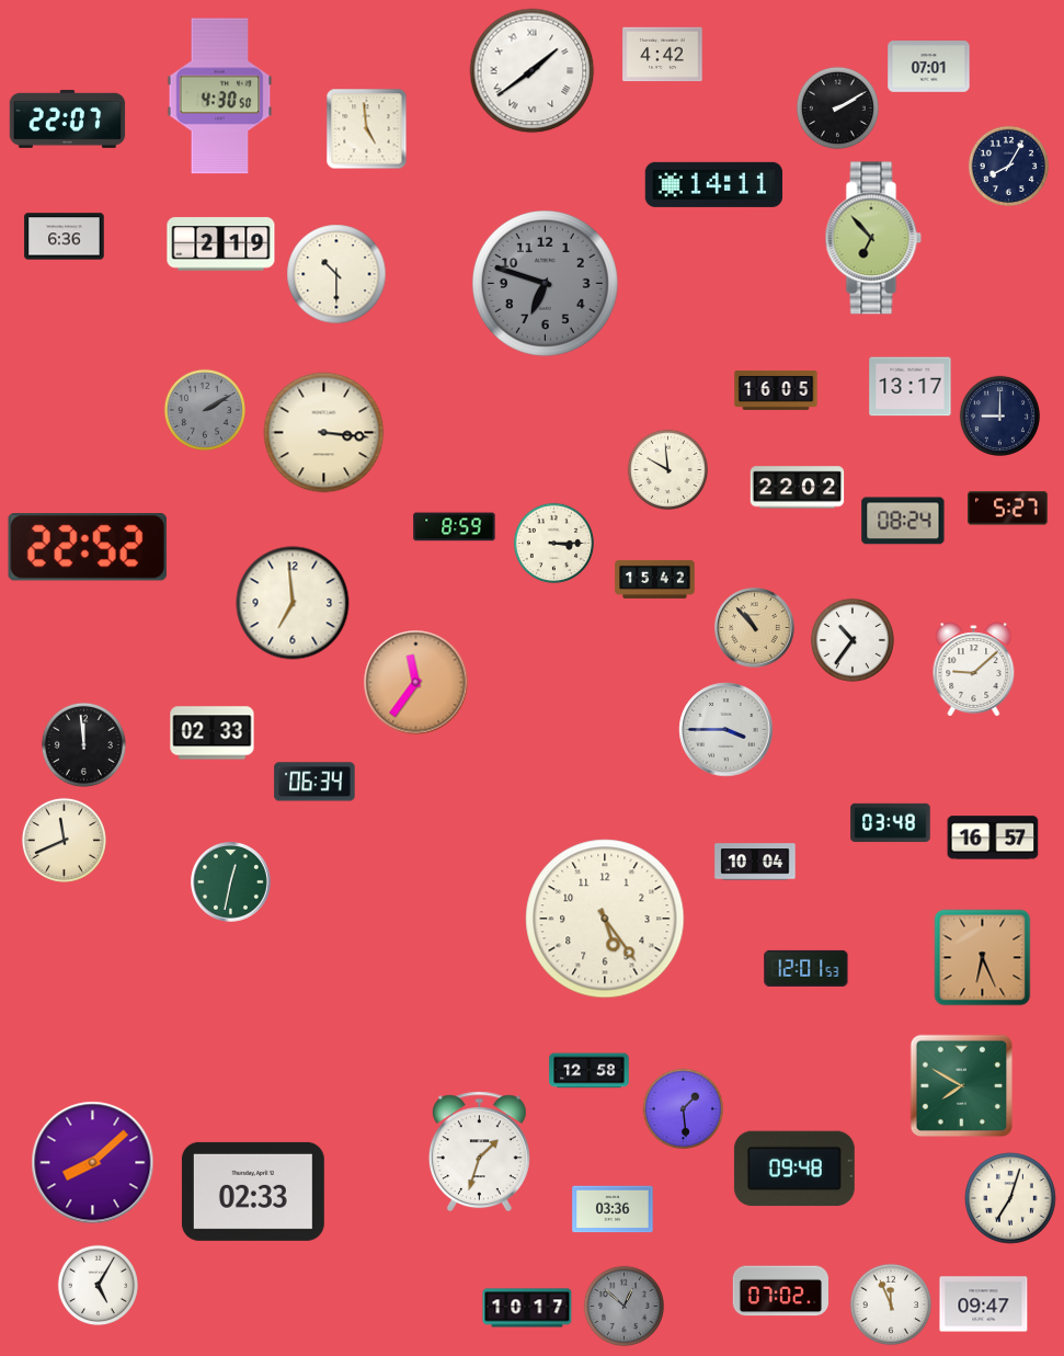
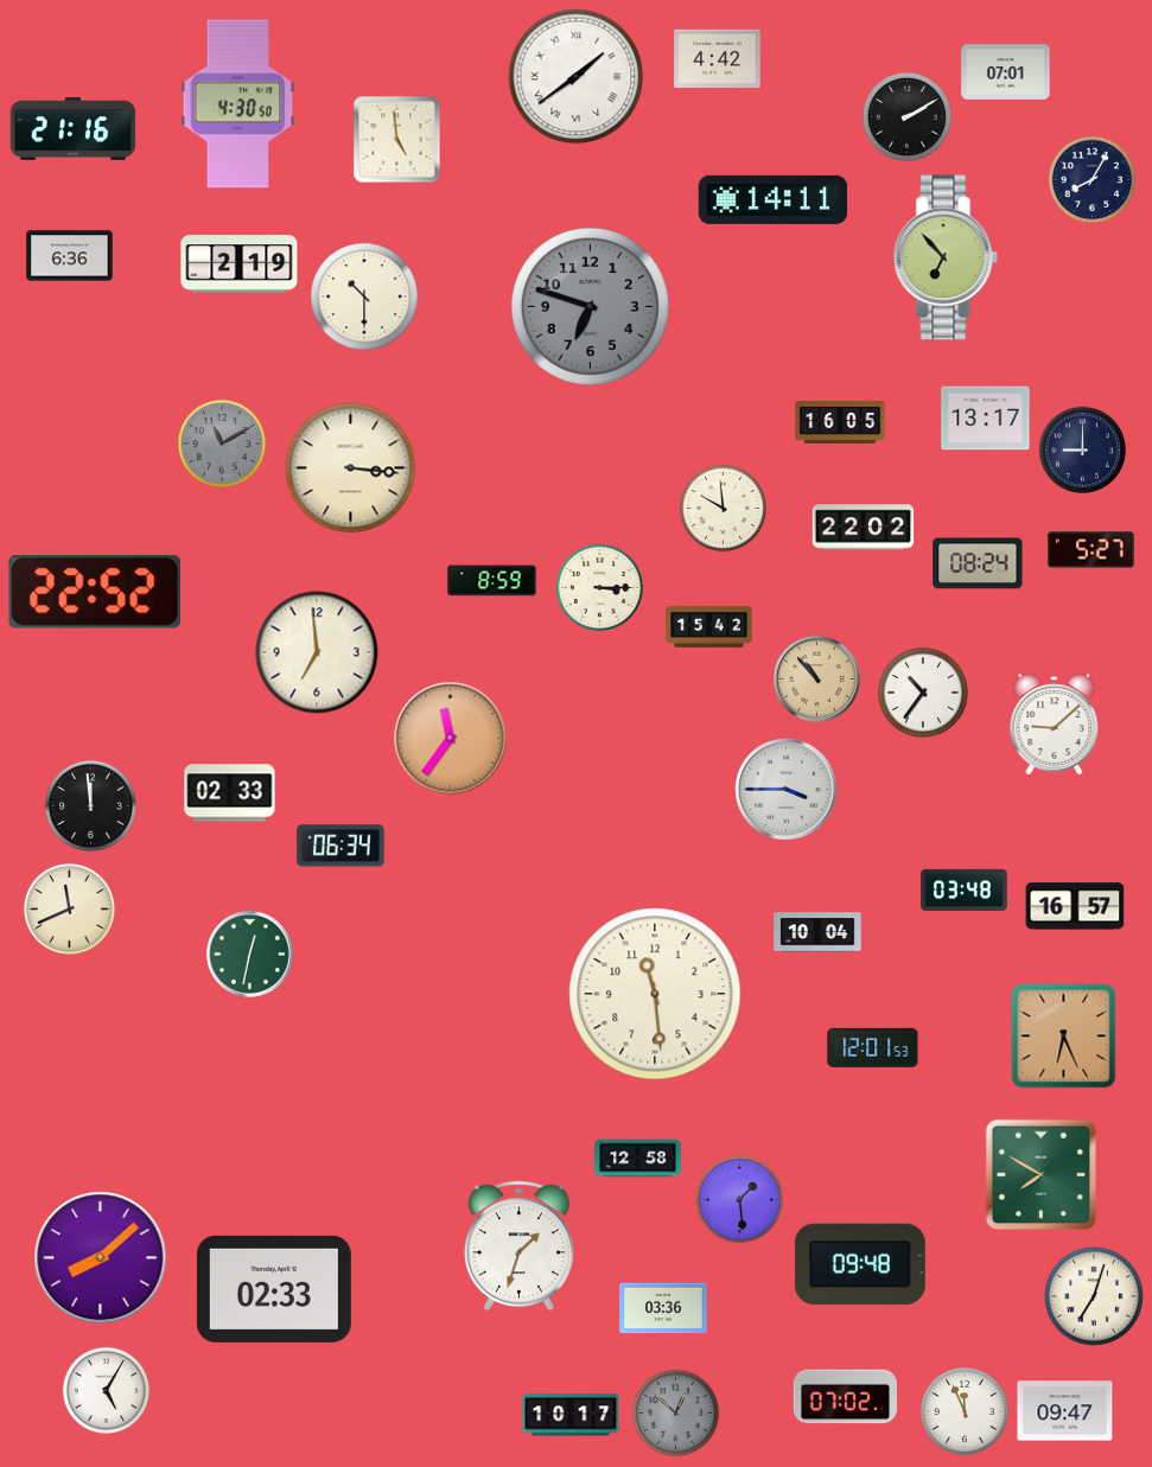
clock at (68, 118): 22:07 -> 21:16
clock at (205, 410): 2:10 -> 11:10
clock at (455, 527) position: (455, 527) -> (492, 581)
clock at (605, 919): 5:24 -> 11:29
